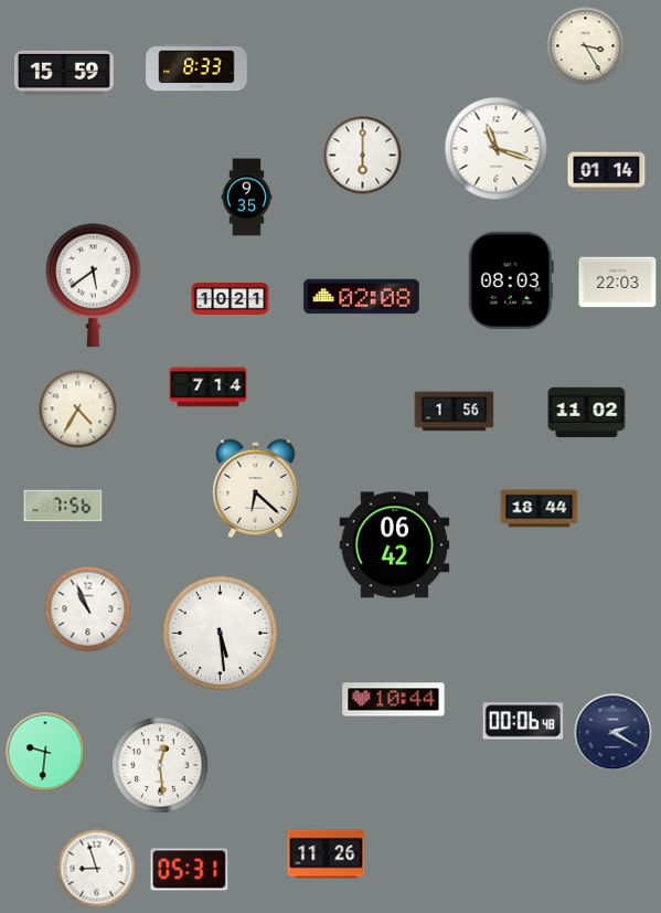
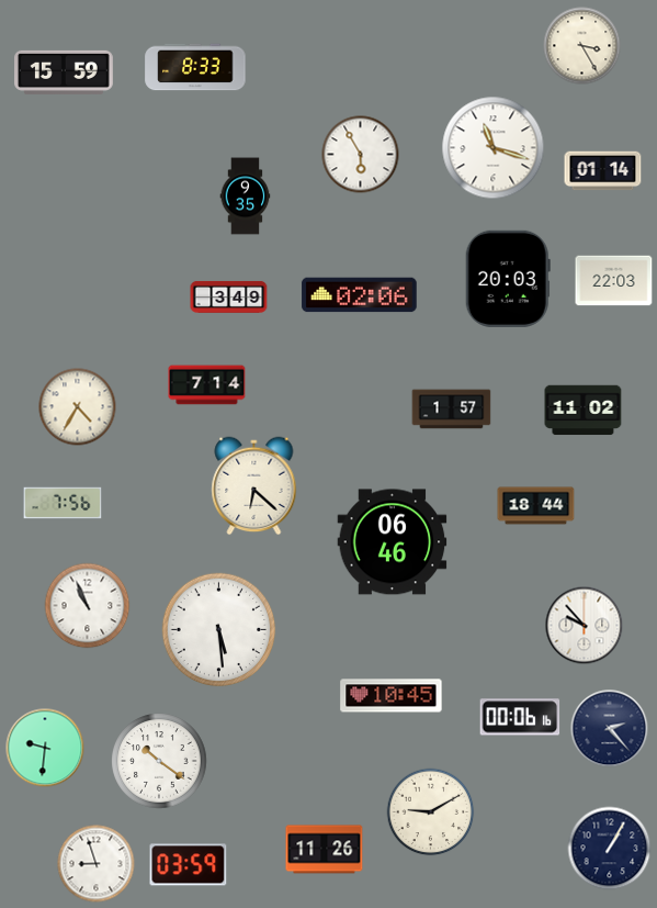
clock at (363, 156): 6:00 -> 5:55
clock at (511, 280): 08:03 -> 20:03
clock at (94, 285): 5:39 -> none
clock at (362, 297): 02:08 -> 02:06
clock at (231, 298): 10:21 -> 3:49
clock at (455, 412): 1:56 -> 1:57
clock at (395, 545): 06:42 -> 06:46
clock at (585, 626): none -> 9:53
clock at (394, 700): 10:44 -> 10:45
clock at (523, 721): 00:06:48 -> 00:06:16
clock at (614, 733): 2:20 -> 2:23
clock at (160, 765): 12:29 -> 10:21
clock at (431, 812): none -> 9:10
clock at (610, 849): none -> 1:05
clock at (190, 870): 05:31 -> 03:59
